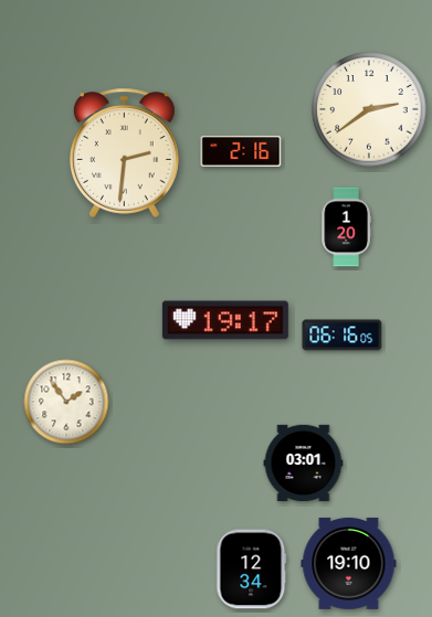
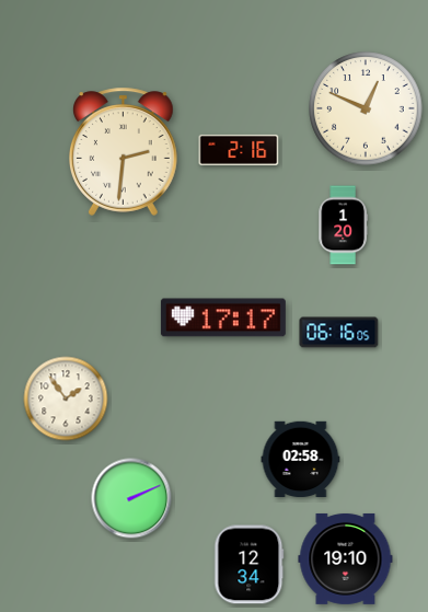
clock at (369, 109): 2:39 -> 12:49
clock at (225, 320): 19:17 -> 17:17
clock at (304, 464): 03:01 -> 02:58
clock at (131, 498): none -> 2:11
